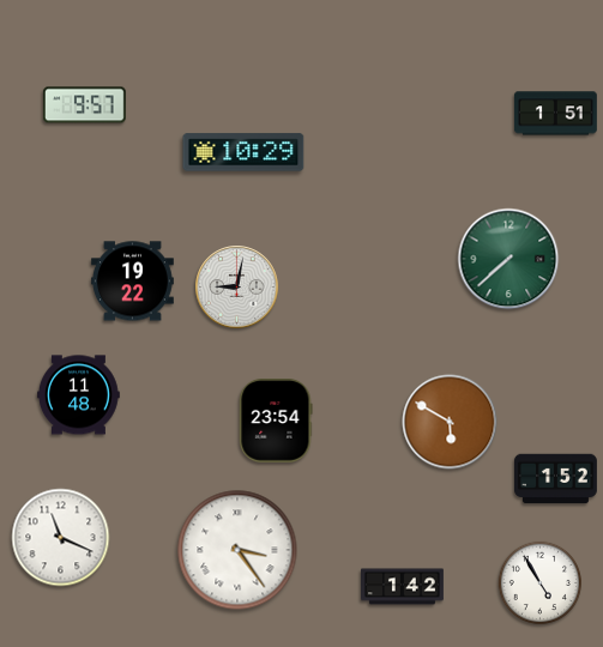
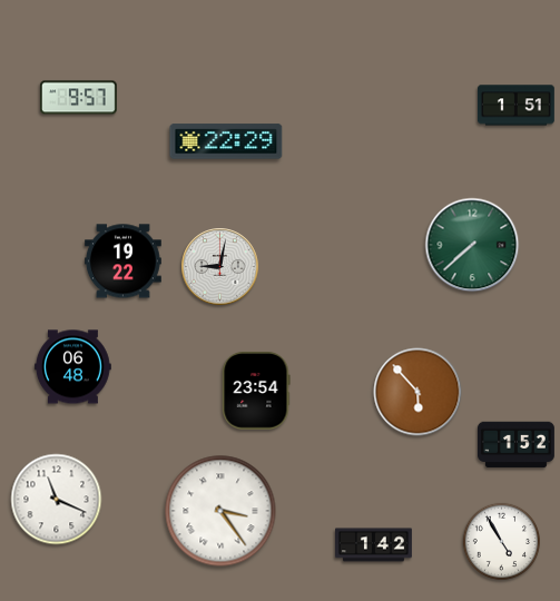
clock at (243, 152): 10:29 -> 22:29
clock at (508, 259) position: (508, 259) -> (472, 245)
clock at (78, 395): 11:48 -> 06:48
clock at (450, 422): 5:50 -> 5:53
